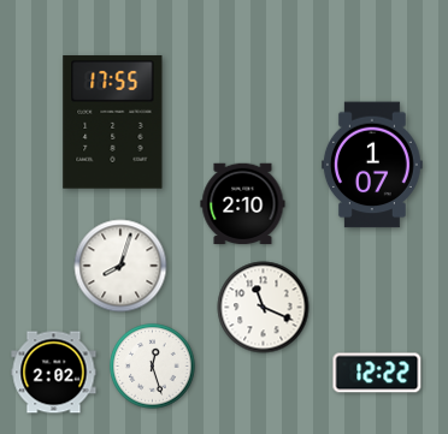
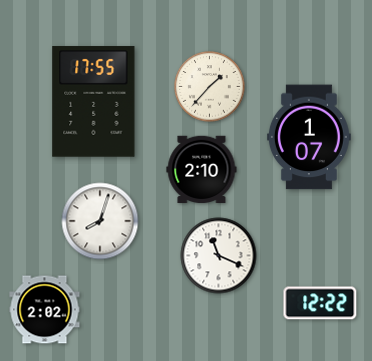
clock at (210, 87): none -> 1:37
clock at (153, 367): 12:27 -> none
clock at (377, 373) position: (377, 373) -> (320, 303)
